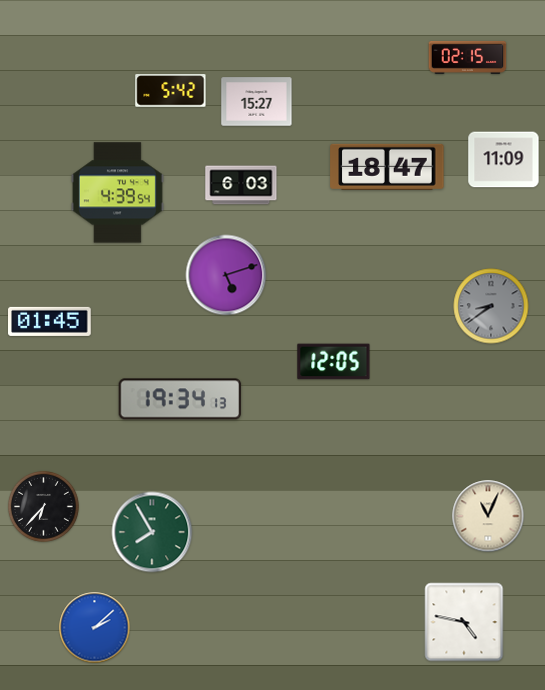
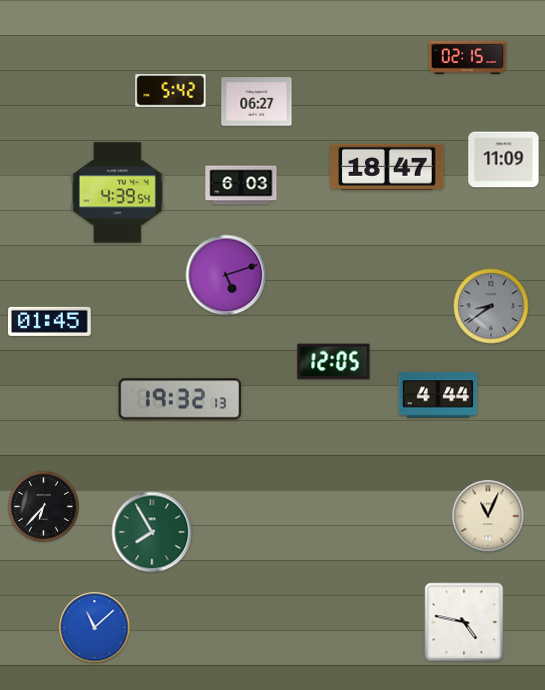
clock at (257, 102): 15:27 -> 06:27
clock at (438, 395): none -> 4:44
clock at (180, 399): 19:34 -> 19:32
clock at (95, 628): 2:08 -> 11:08
